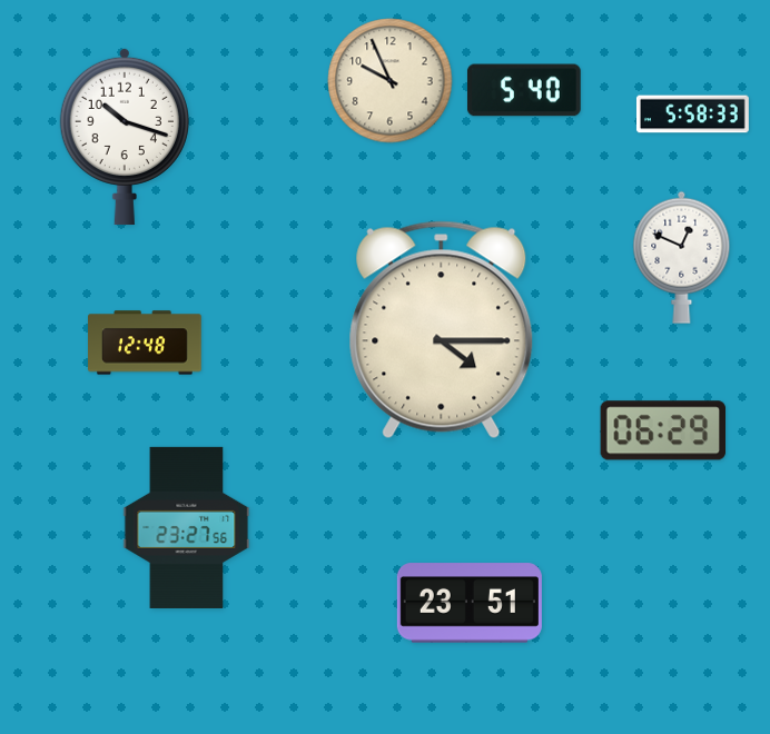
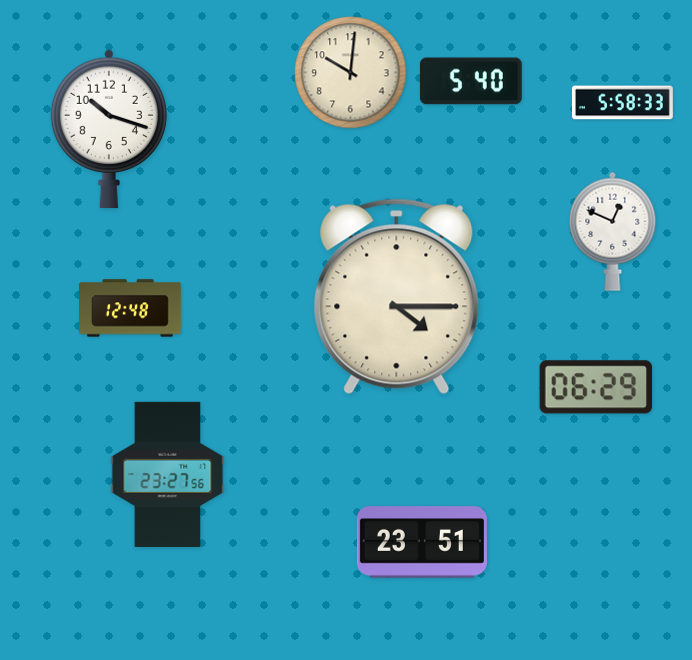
clock at (391, 81): 9:56 -> 10:01
clock at (125, 137) position: (125, 137) -> (109, 129)
